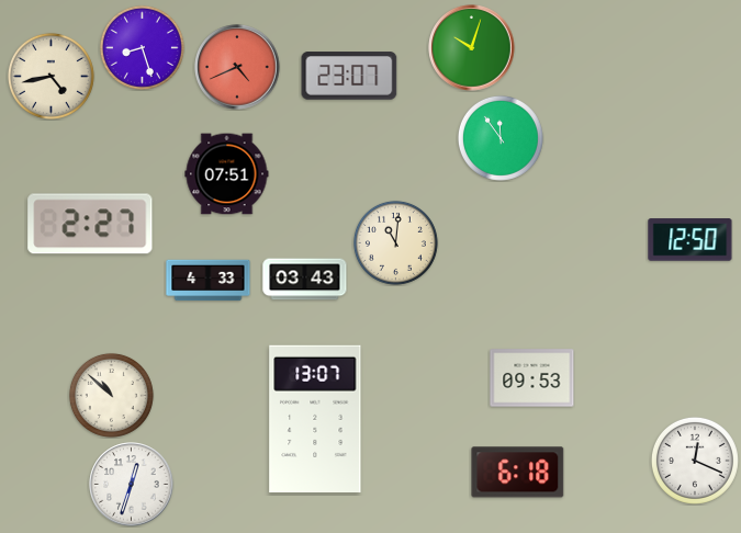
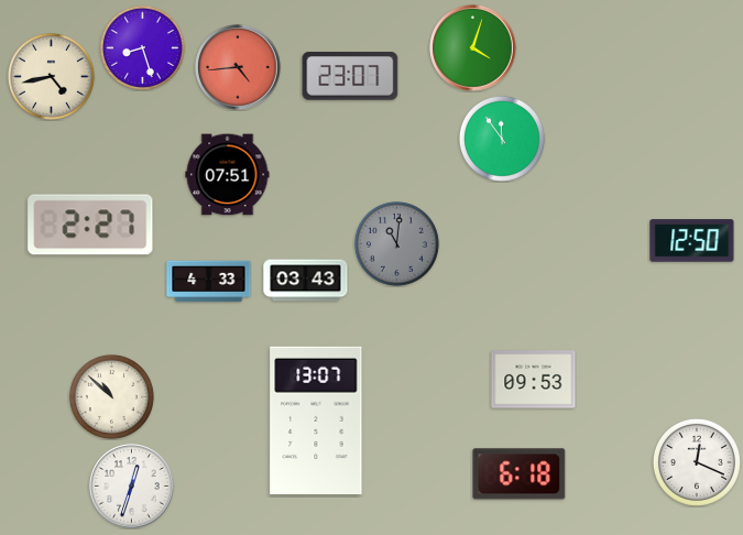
clock at (472, 48): 10:03 -> 4:03
clock at (237, 67): 4:41 -> 4:44
clock at (395, 242) dial: cream -> grey
